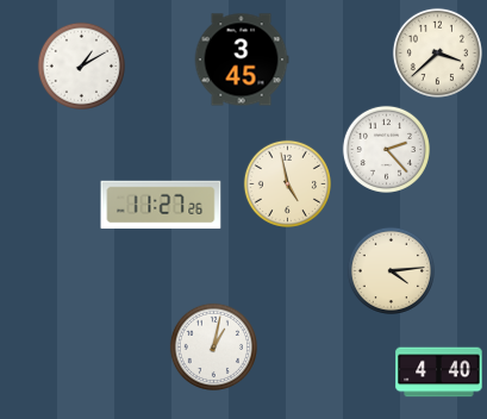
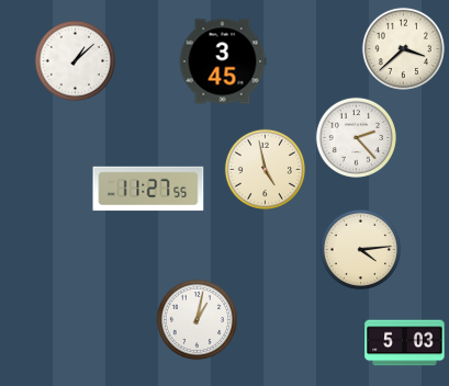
clock at (242, 60) position: (242, 60) -> (223, 61)
clock at (81, 65): 1:10 -> 1:08
clock at (161, 205): 11:27:26 -> 11:27:55
clock at (439, 373): 4:40 -> 5:03
